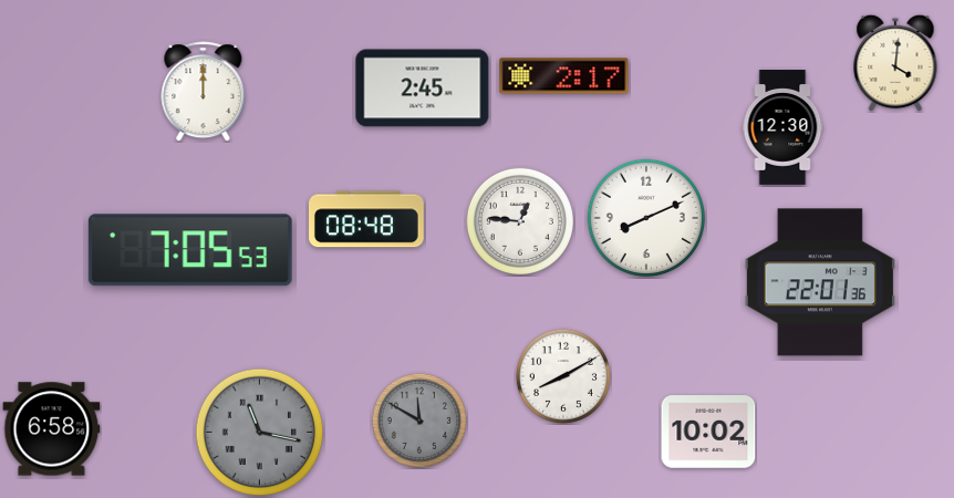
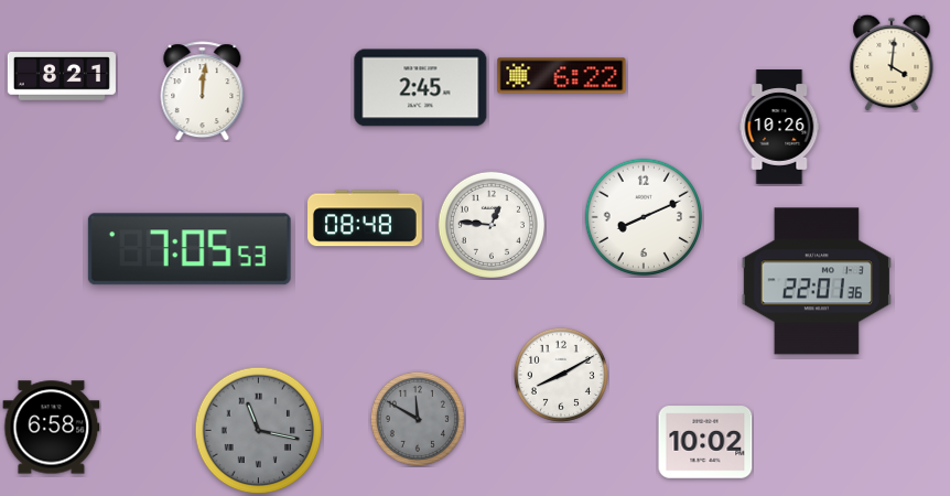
clock at (564, 76): 2:17 -> 6:22
clock at (62, 77): none -> 8:21
clock at (204, 92): 12:00 -> 12:01
clock at (782, 127): 12:30 -> 10:26
clock at (520, 221) position: (520, 221) -> (492, 225)
clock at (708, 432) position: (708, 432) -> (705, 442)
